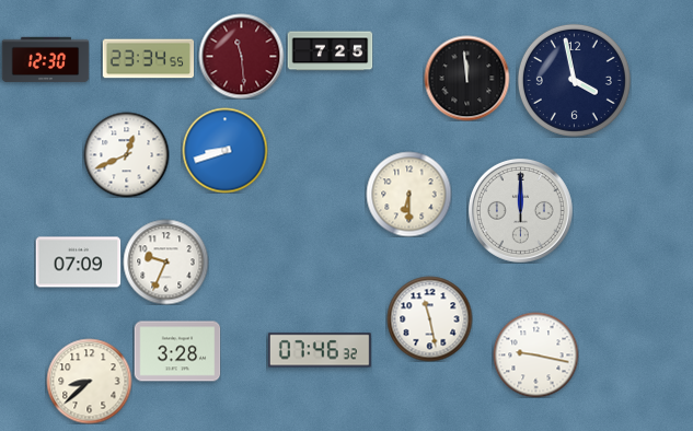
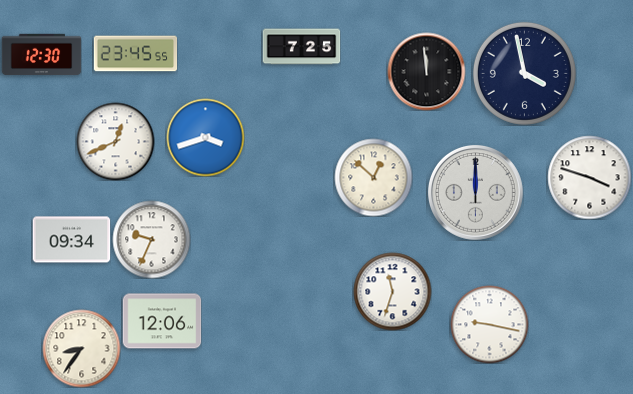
clock at (241, 56): 11:29 -> none
clock at (148, 59): 23:34 -> 23:45
clock at (224, 150): 8:42 -> 3:42
clock at (408, 194): 6:30 -> 12:52
clock at (589, 177): none -> 3:48
clock at (78, 263): 07:09 -> 09:34
clock at (429, 318): 11:28 -> 11:33
clock at (320, 350): 07:46 -> none
clock at (177, 351): 3:28 -> 12:06
clock at (89, 381): 8:38 -> 8:36
